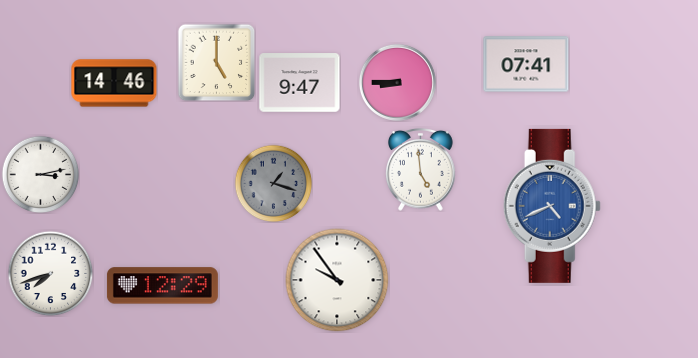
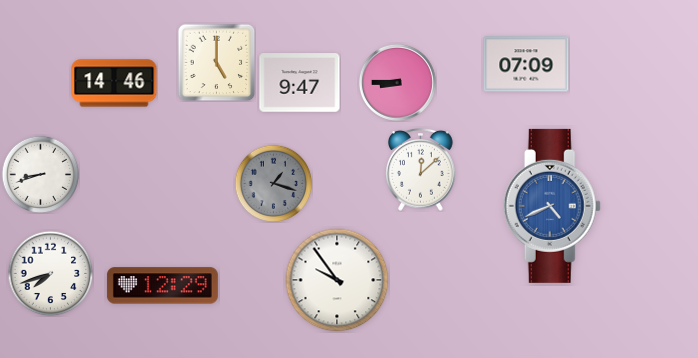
clock at (526, 64): 07:41 -> 07:09
clock at (421, 169): 4:59 -> 12:08
clock at (40, 174): 3:13 -> 8:42
